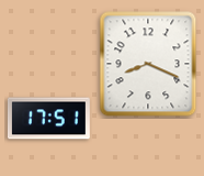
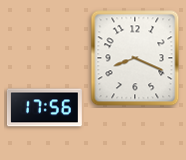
clock at (48, 119): 17:51 -> 17:56
